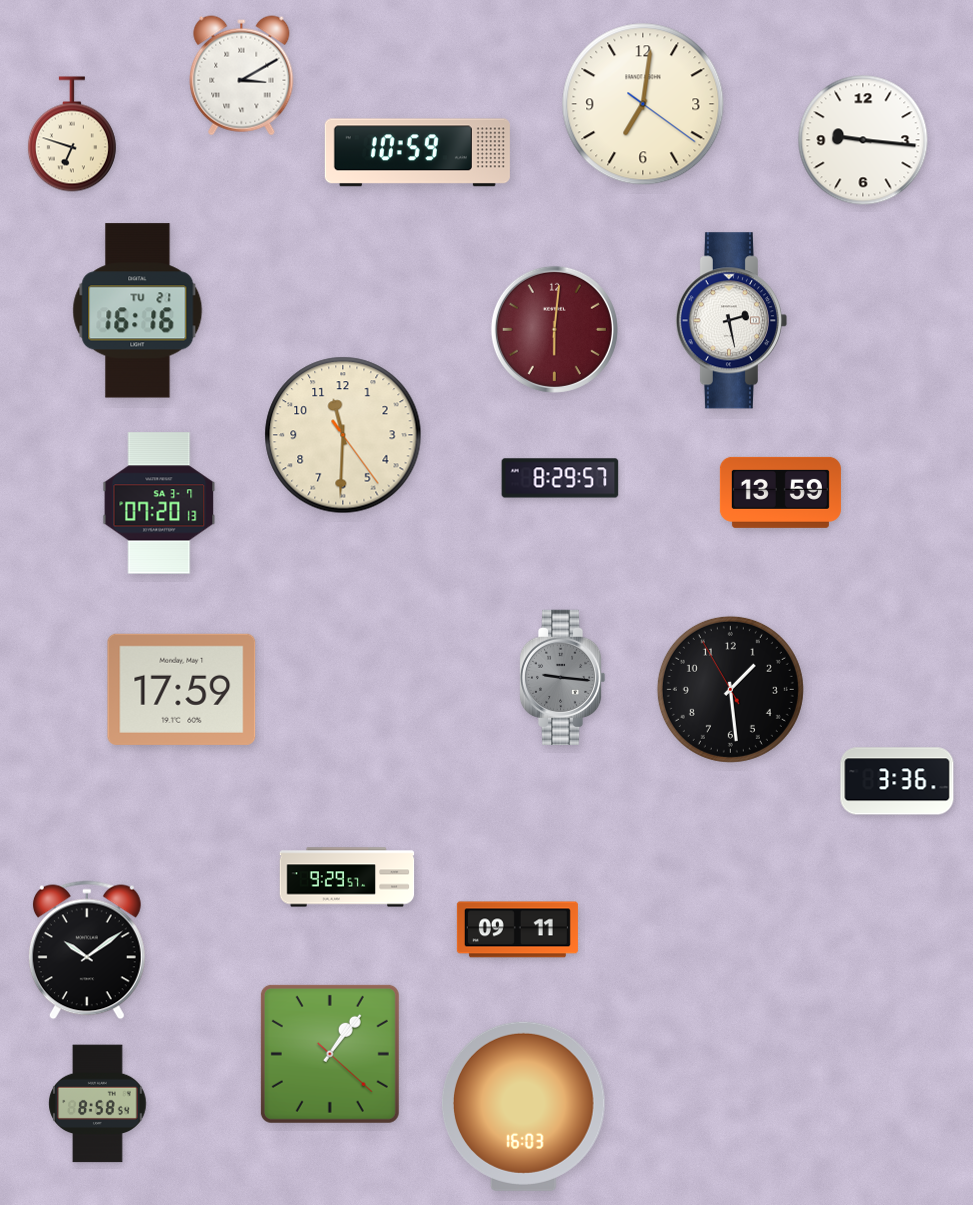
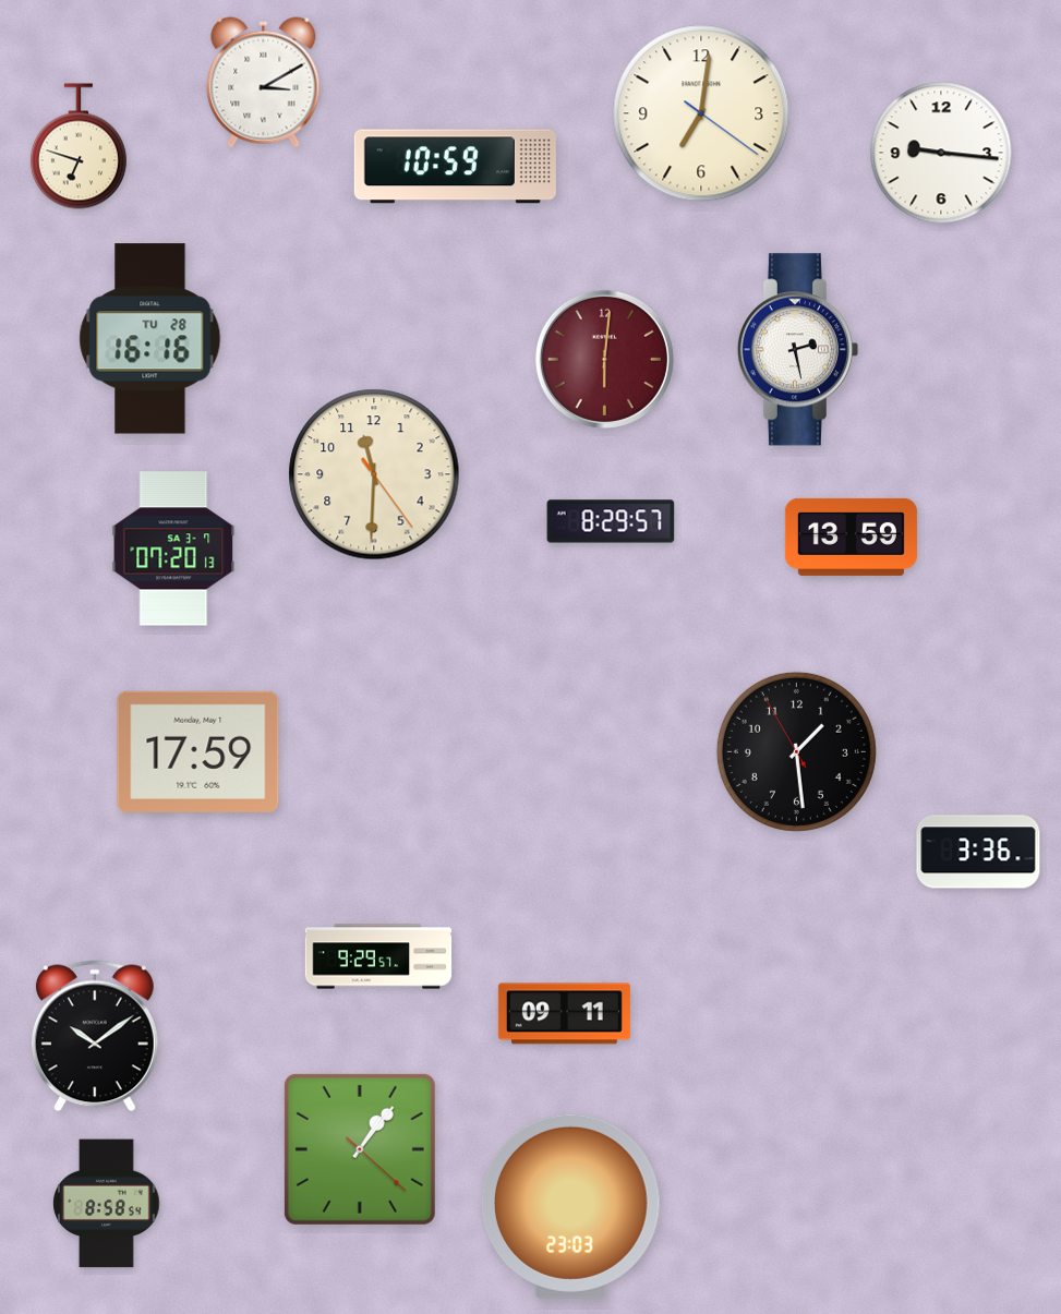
clock at (138, 311) date: TU 21 -> TU 28
clock at (562, 677): 9:16 -> none
clock at (523, 1106): 16:03 -> 23:03
